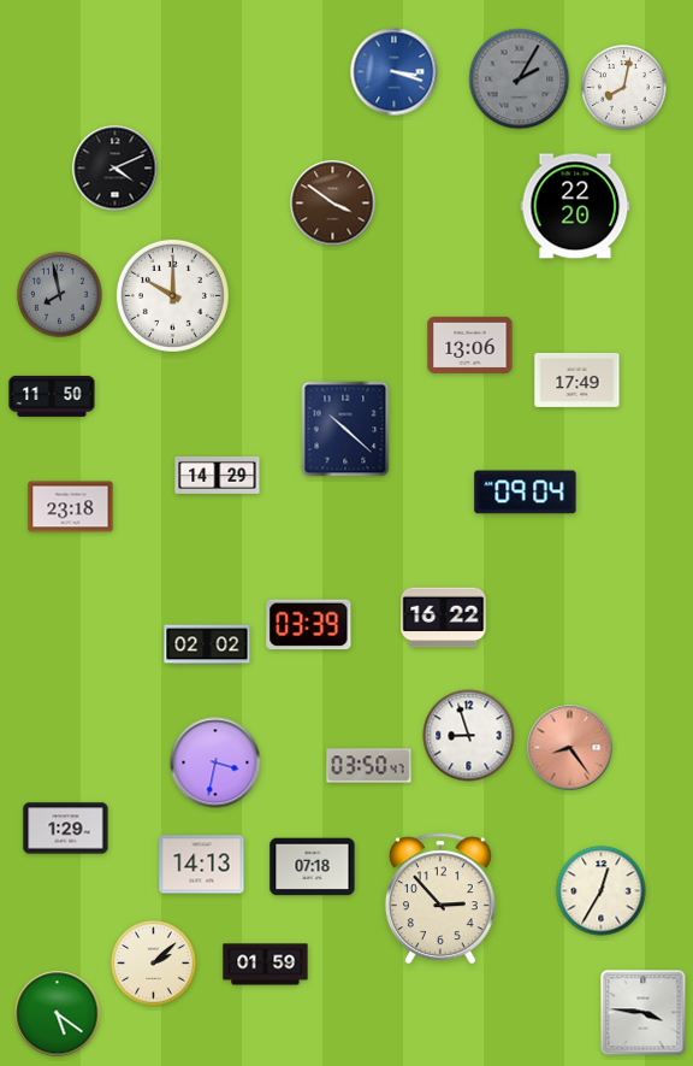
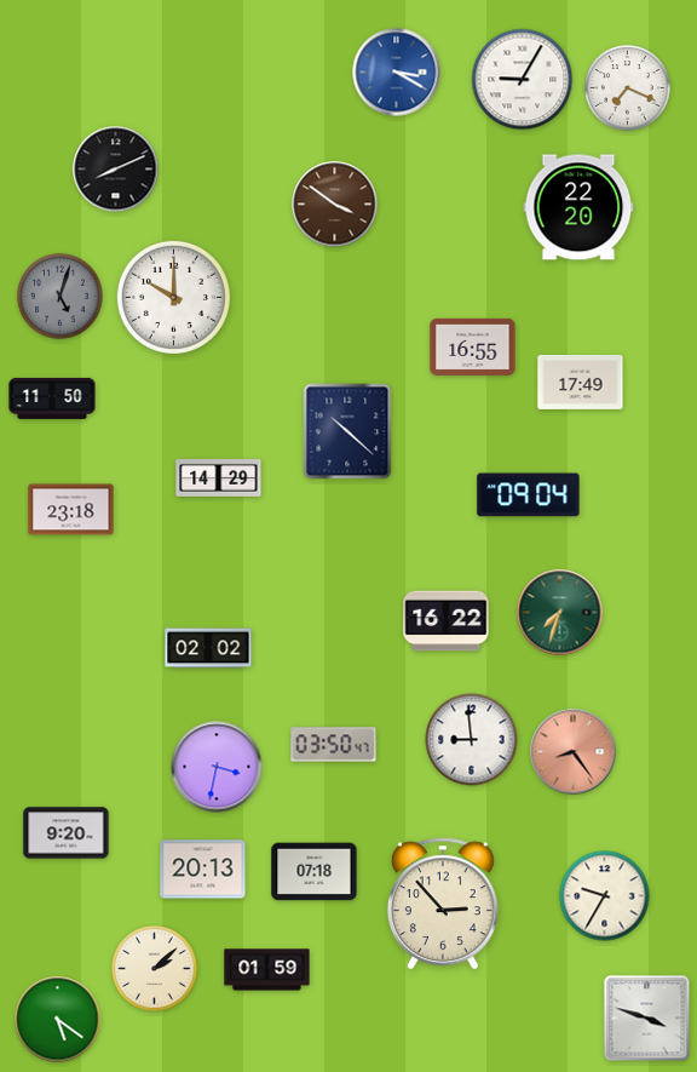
clock at (395, 72): 3:18 -> 3:20
clock at (520, 79): 2:05 -> 9:05
clock at (520, 79) dial: grey -> white
clock at (624, 88): 8:02 -> 7:19
clock at (115, 169): 4:11 -> 8:11
clock at (60, 295): 7:58 -> 5:03
clock at (470, 344): 13:06 -> 16:55
clock at (560, 613): none -> 7:33
clock at (309, 625): 03:39 -> none
clock at (469, 736): 8:57 -> 8:59
clock at (369, 766) position: (369, 766) -> (334, 745)
clock at (66, 829): 1:29 -> 9:20
clock at (202, 865): 14:13 -> 20:13
clock at (602, 891): 12:35 -> 9:35
clock at (644, 1013): 3:46 -> 3:48
